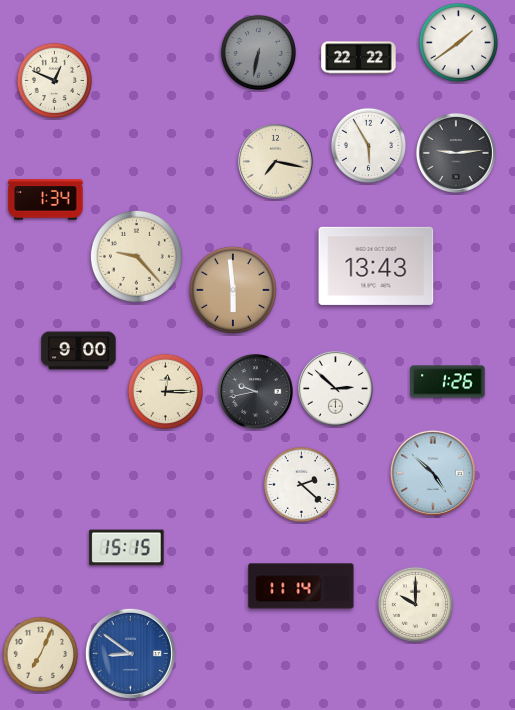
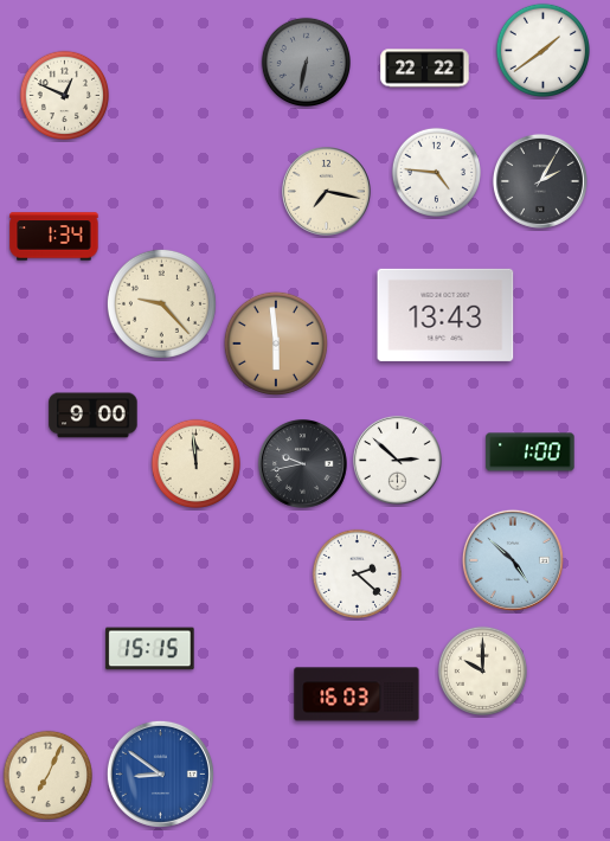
clock at (368, 145): 5:55 -> 4:46
clock at (456, 153): 9:14 -> 2:05
clock at (448, 382): 1:26 -> 1:00
clock at (165, 391): 12:15 -> 11:59
clock at (301, 586): 11:14 -> 16:03
clock at (415, 604) position: (415, 604) -> (482, 670)
clock at (130, 653) position: (130, 653) -> (160, 773)
